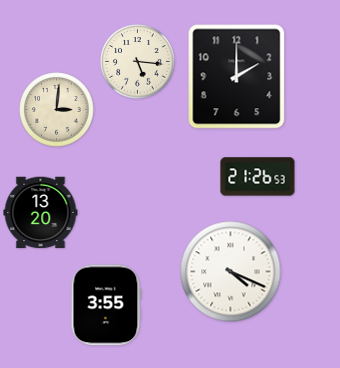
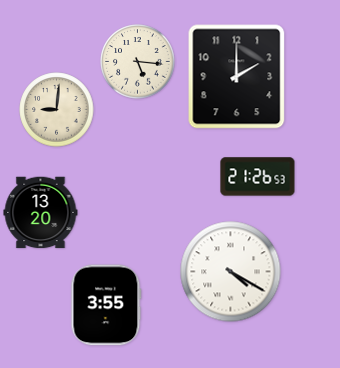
clock at (57, 110): 3:01 -> 9:01
clock at (231, 272): 4:19 -> 4:20
